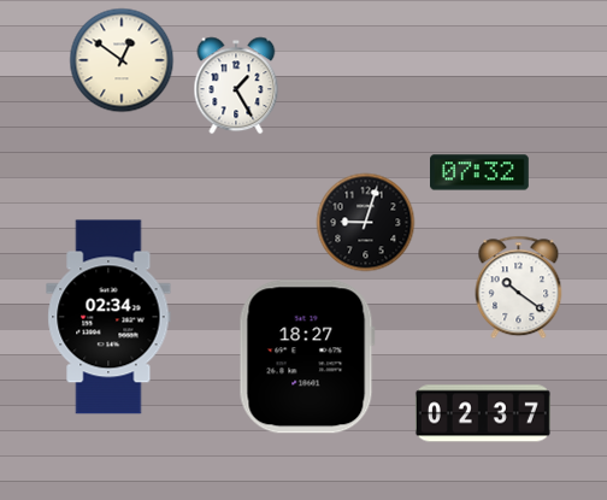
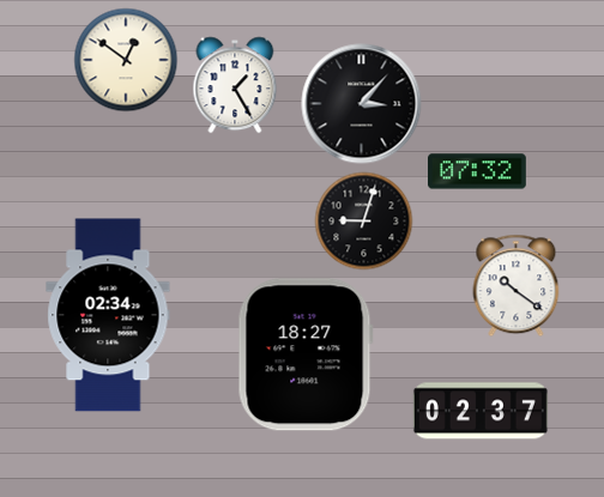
clock at (122, 60) position: (122, 60) -> (126, 60)
clock at (362, 104): none -> 3:07
